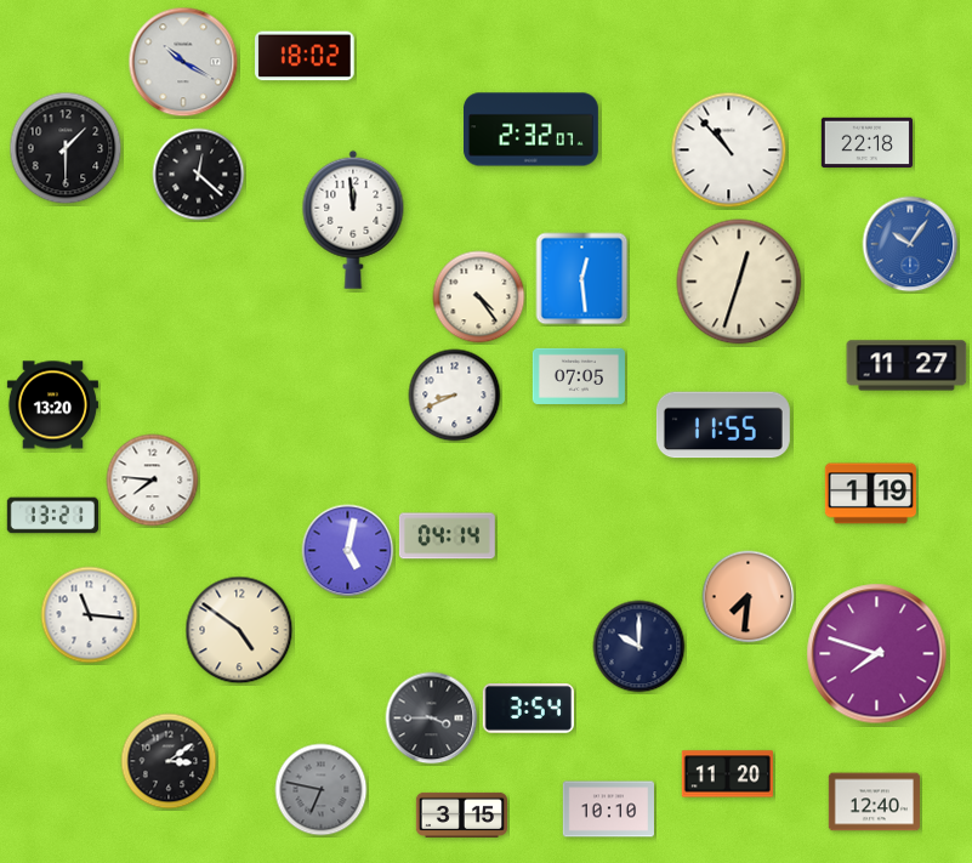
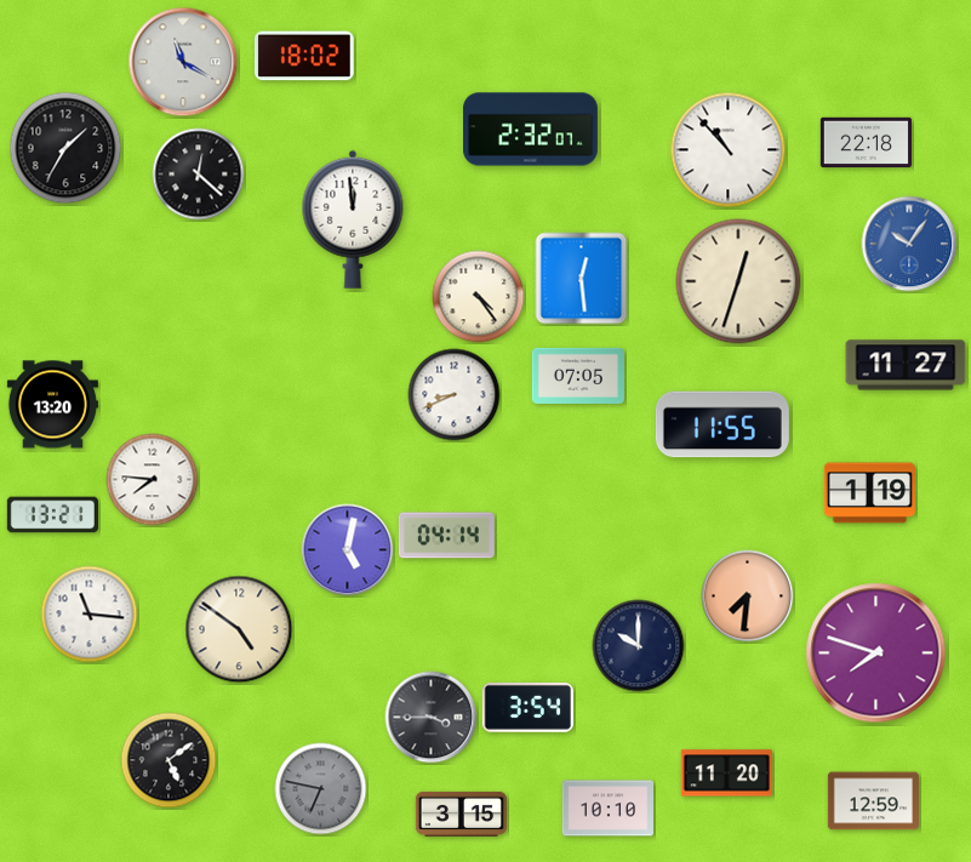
clock at (183, 62): 10:20 -> 11:20
clock at (66, 148): 1:30 -> 1:35
clock at (169, 761): 3:09 -> 5:09
clock at (874, 802): 12:40 -> 12:59
